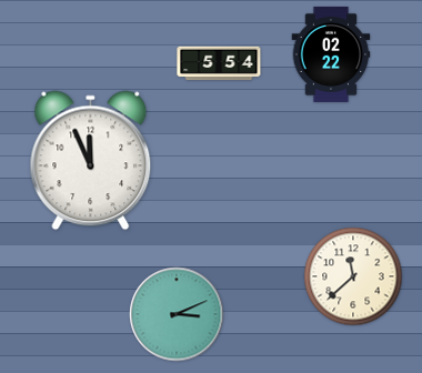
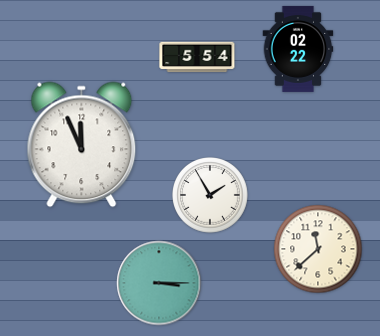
clock at (210, 195): none -> 1:55
clock at (177, 314): 3:11 -> 3:15
